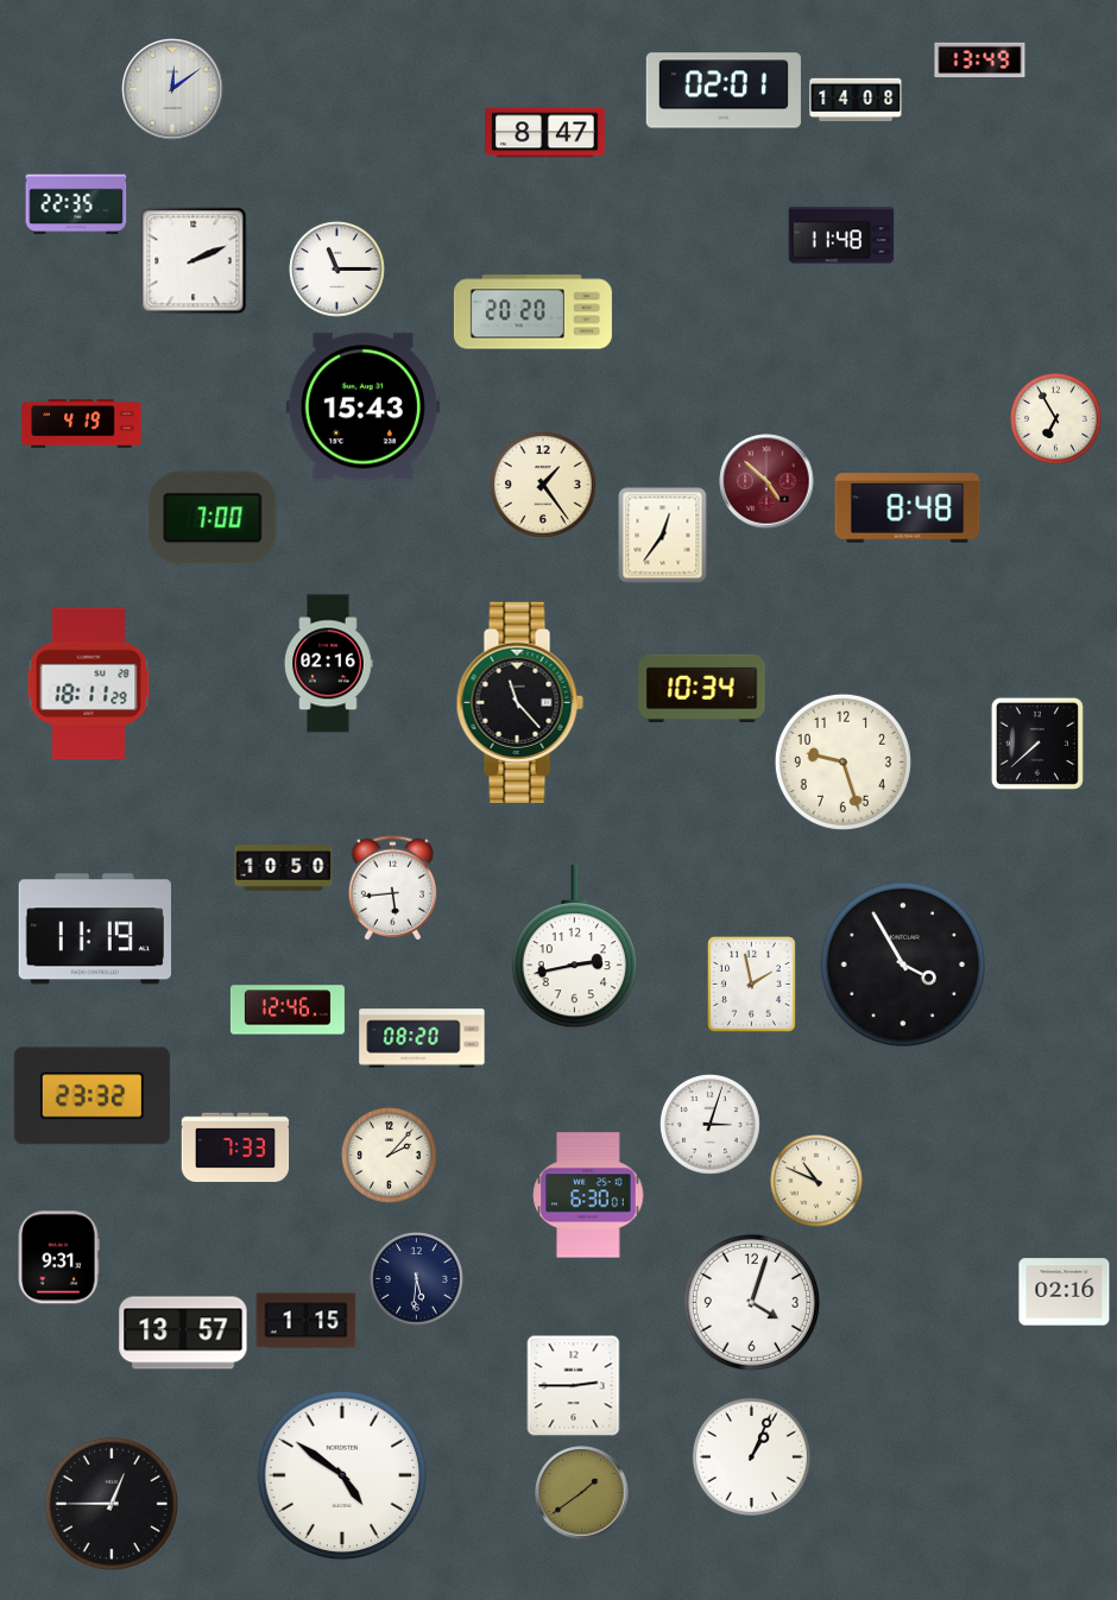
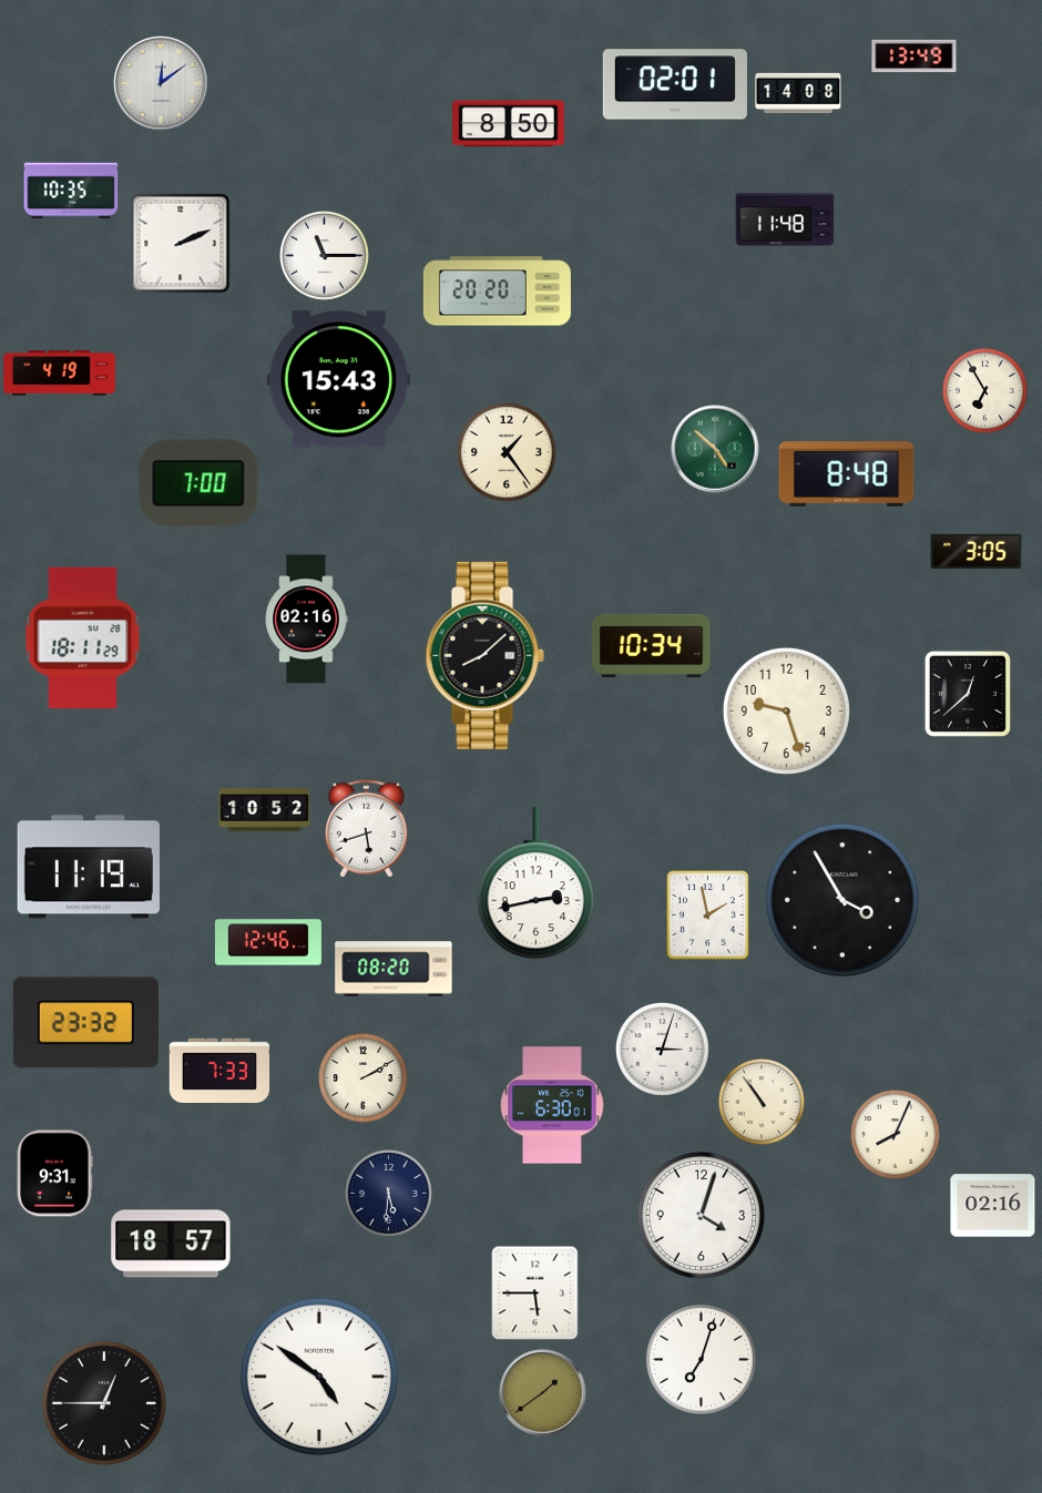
clock at (545, 133): 8:47 -> 8:50
clock at (76, 204): 22:35 -> 10:35
clock at (337, 270) position: (337, 270) -> (325, 256)
clock at (82, 424) position: (82, 424) -> (60, 374)
clock at (766, 481) dial: burgundy -> green
clock at (663, 536): 12:36 -> none
clock at (977, 552): none -> 3:05
clock at (702, 688) position: (702, 688) -> (652, 645)
clock at (519, 702): 11:23 -> 8:08
clock at (1037, 744): 7:38 -> 12:38
clock at (284, 868): 10:50 -> 10:52
clock at (392, 888): 5:44 -> 5:42
clock at (752, 985) position: (752, 985) -> (708, 916)
clock at (390, 1156): 2:07 -> 2:10
clock at (816, 1181): 10:49 -> 10:54
clock at (588, 1195) position: (588, 1195) -> (552, 1105)
clock at (896, 1135): none -> 8:04
clock at (307, 1321): 1:15 -> none
clock at (183, 1333): 13:57 -> 18:57
clock at (574, 1386): 2:45 -> 5:45
clock at (751, 1456): 1:04 -> 7:03
